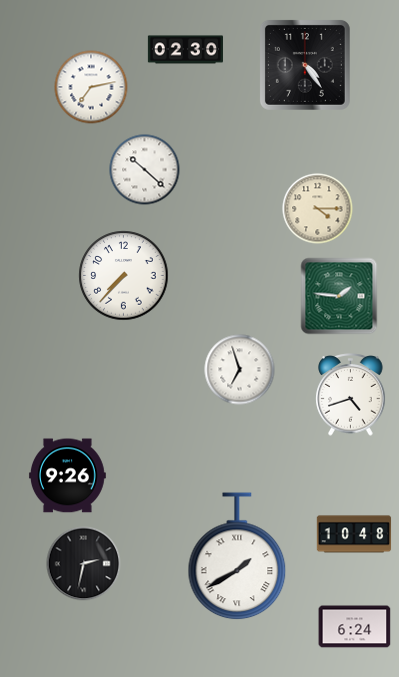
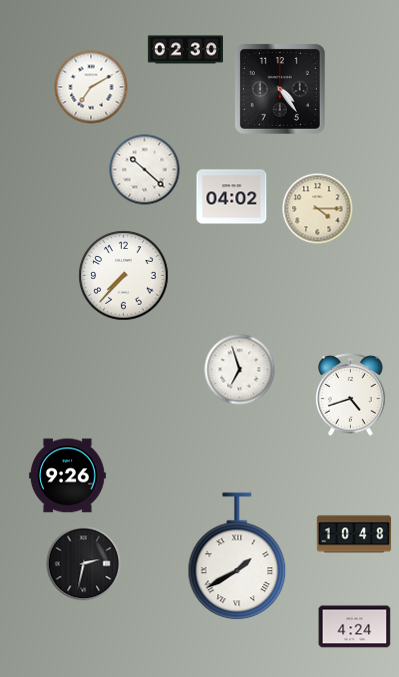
clock at (305, 65) position: (305, 65) -> (280, 89)
clock at (91, 87): 7:13 -> 7:10
clock at (232, 197): none -> 04:02
clock at (339, 296): 1:46 -> none
clock at (355, 627): 6:24 -> 4:24
